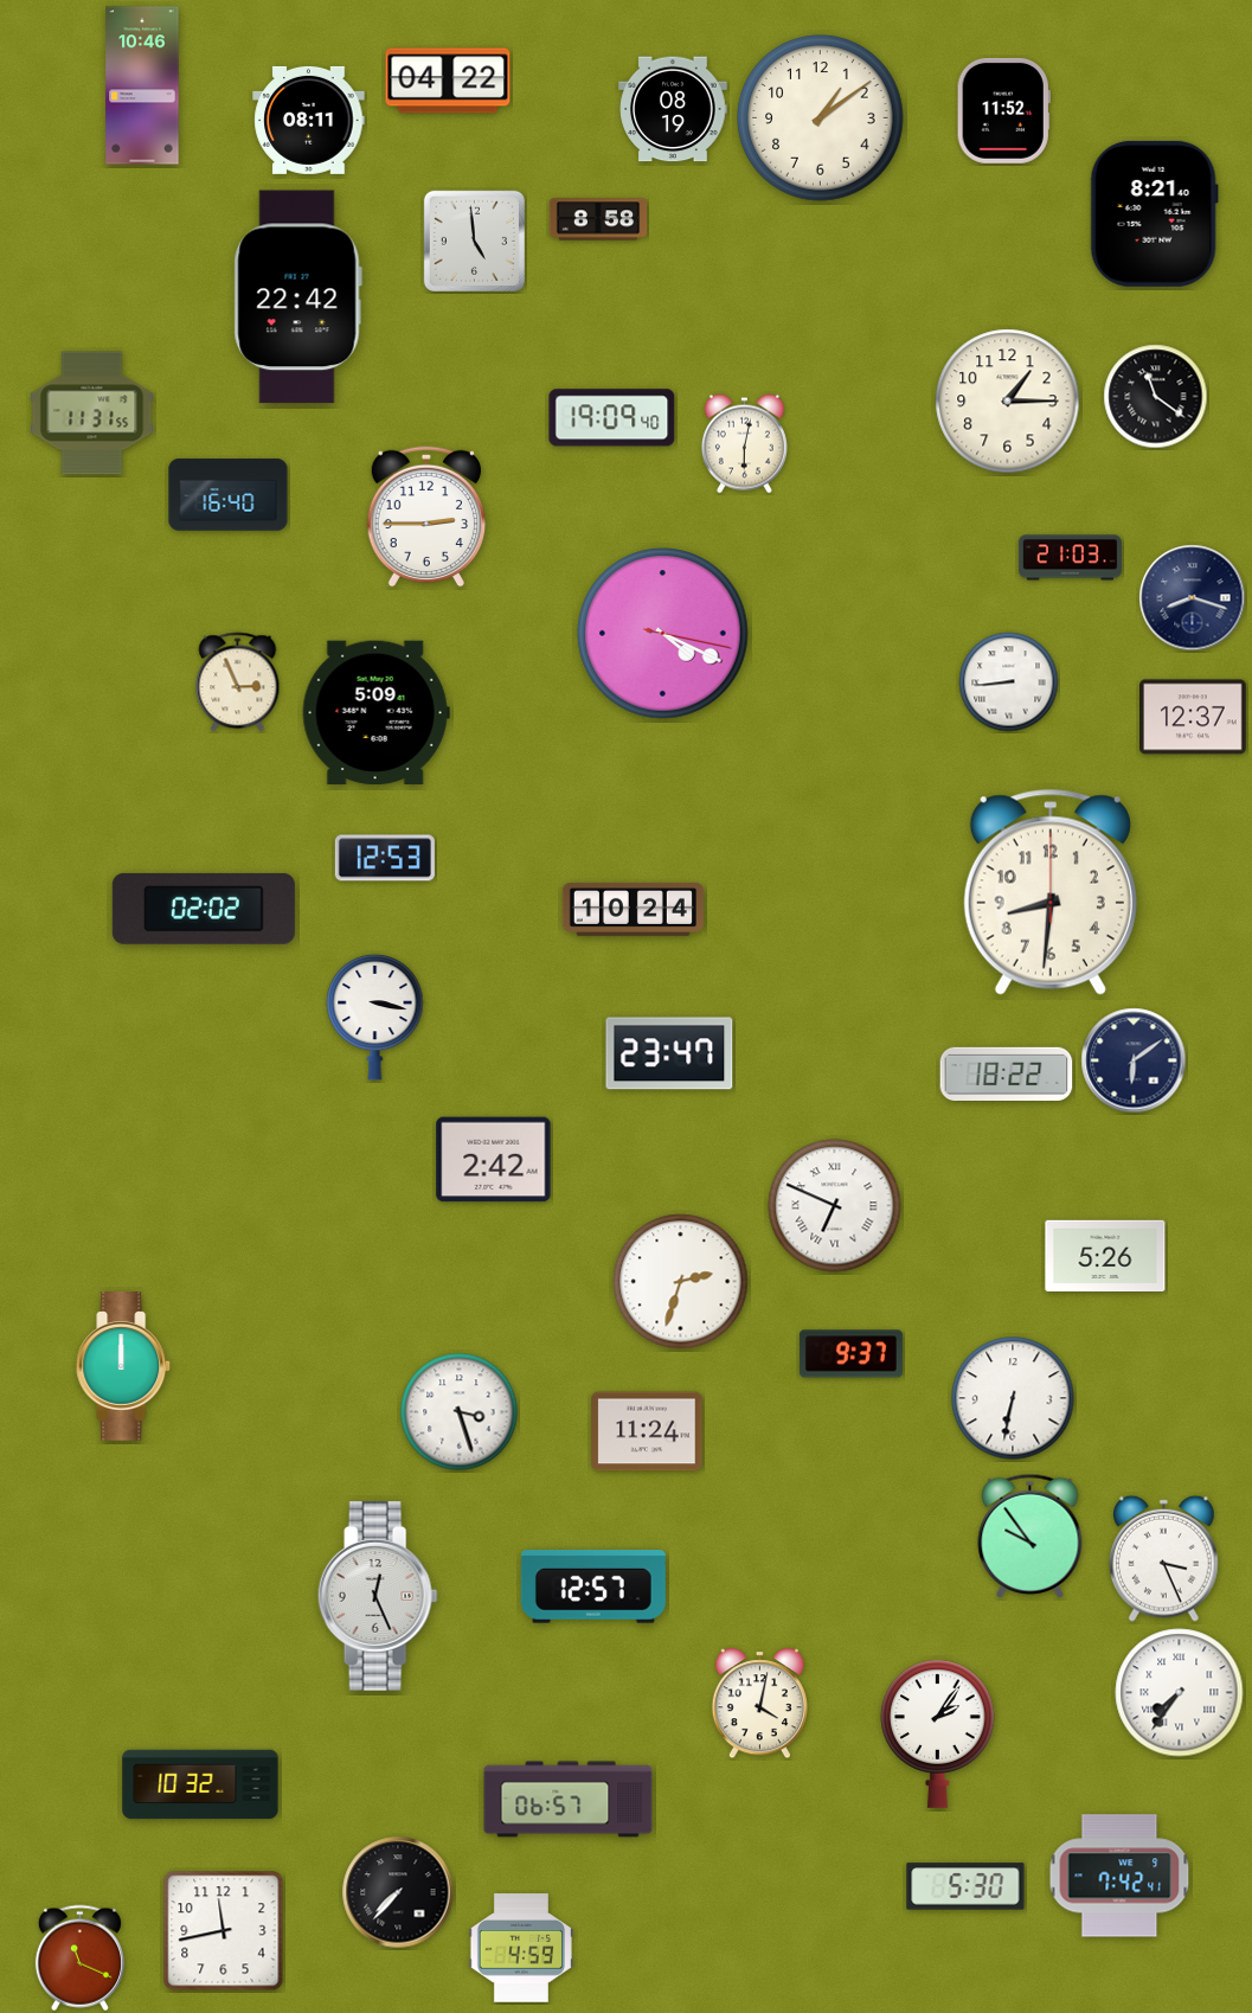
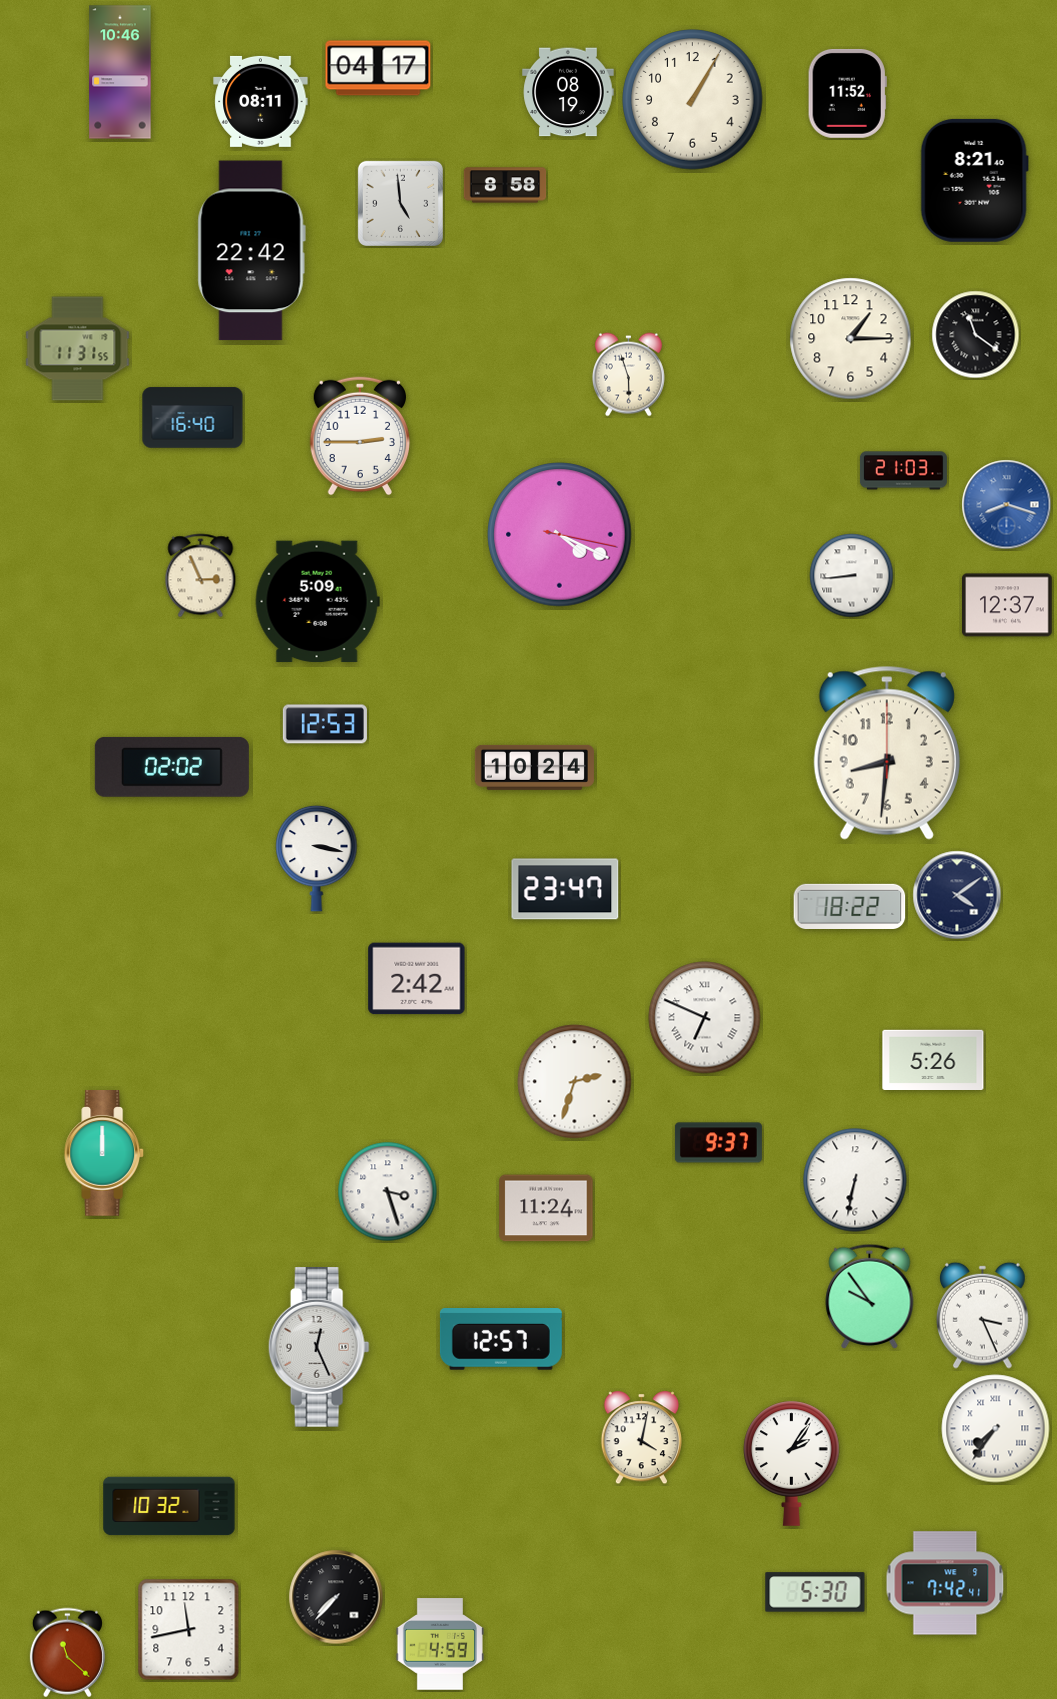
clock at (448, 81): 04:22 -> 04:17
clock at (821, 118): 1:09 -> 1:05
clock at (612, 418): 19:09 -> none
clock at (744, 444): 6:02 -> 5:57
clock at (1193, 598) dial: navy -> blue
clock at (1134, 1060): 6:09 -> 4:09
clock at (569, 1800): 06:57 -> none
clock at (79, 1958): 11:19 -> 11:22
